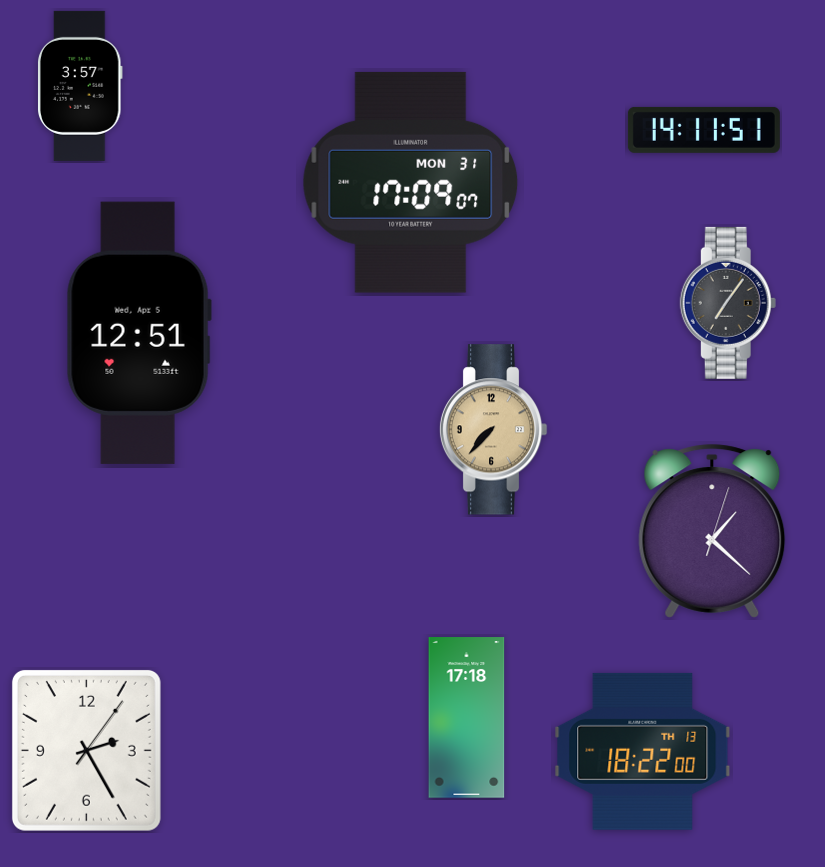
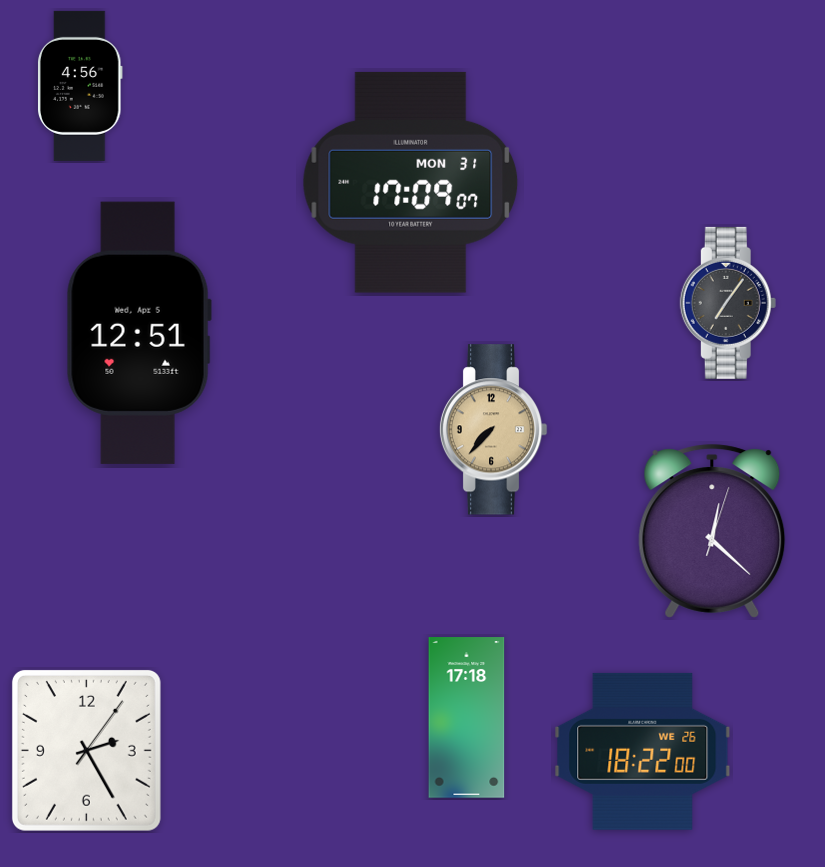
clock at (81, 86): 3:57 -> 4:56
clock at (704, 130): 14:11 -> none
clock at (712, 531): 1:22 -> 12:22
clock at (643, 751) date: TH 13 -> WE 26
